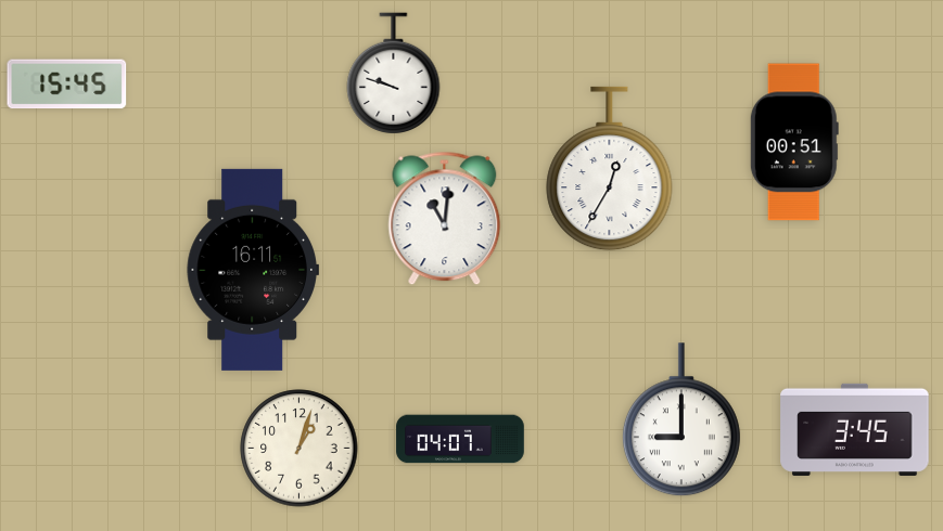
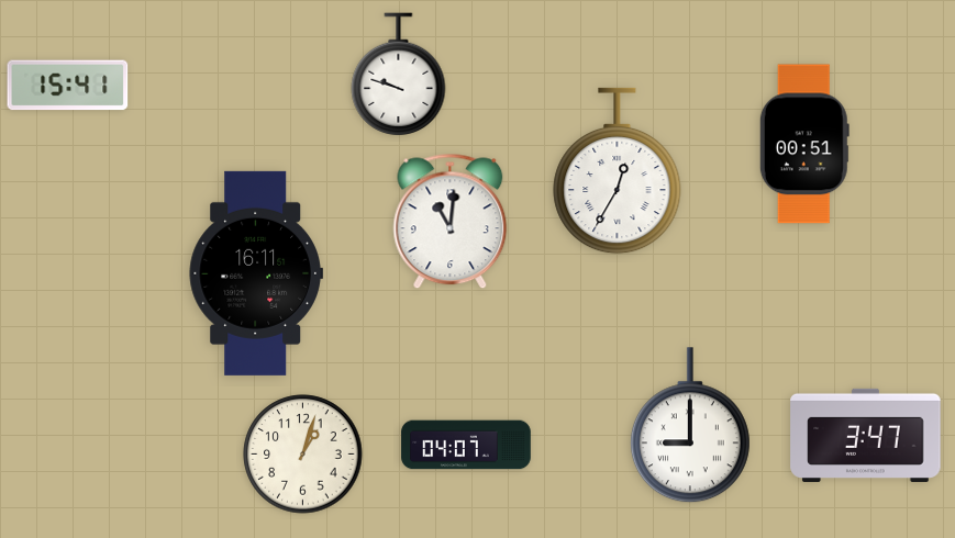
clock at (67, 85): 15:45 -> 15:41
clock at (855, 429): 3:45 -> 3:47
